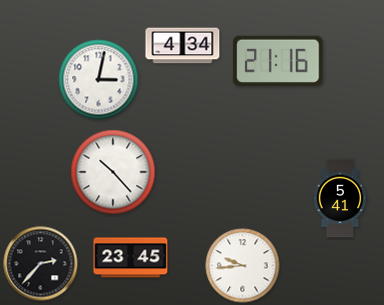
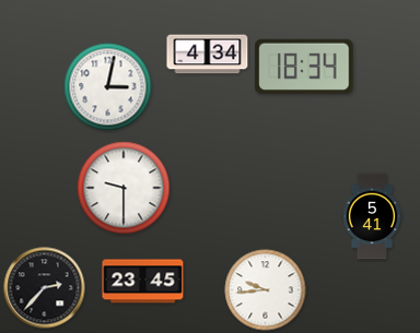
clock at (183, 46) position: (183, 46) -> (208, 55)
clock at (278, 61): 21:16 -> 18:34
clock at (113, 172): 10:23 -> 9:30
